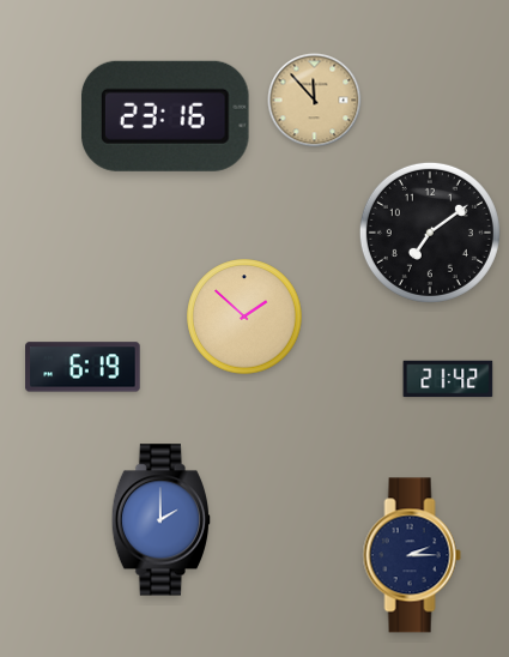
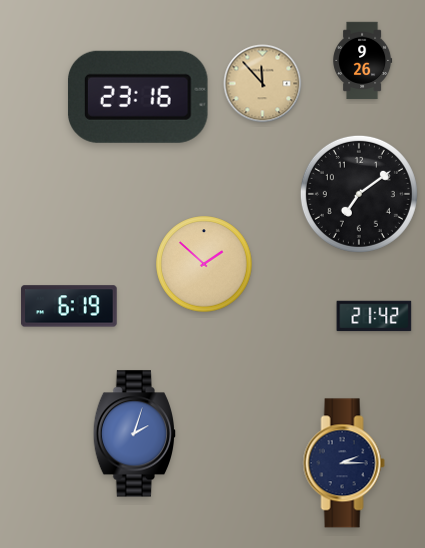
clock at (363, 61): none -> 9:26
clock at (160, 520): 2:00 -> 2:03
